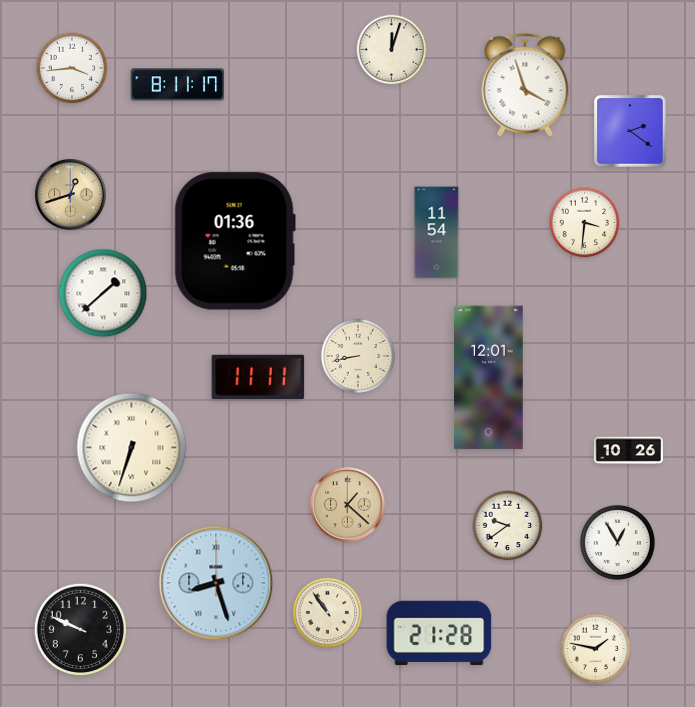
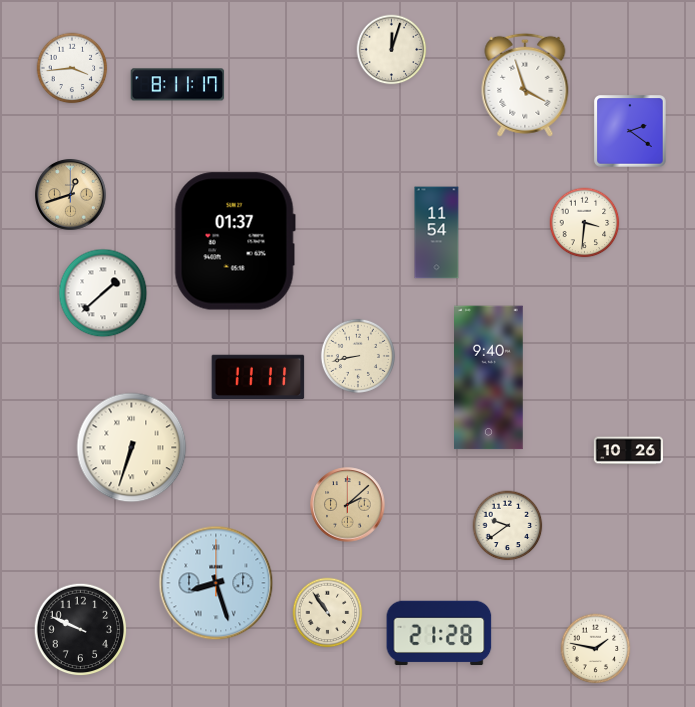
clock at (235, 241): 01:36 -> 01:37
clock at (489, 378): 12:01 -> 9:40
clock at (348, 505): 1:22 -> 2:08
clock at (617, 542): 12:55 -> none
